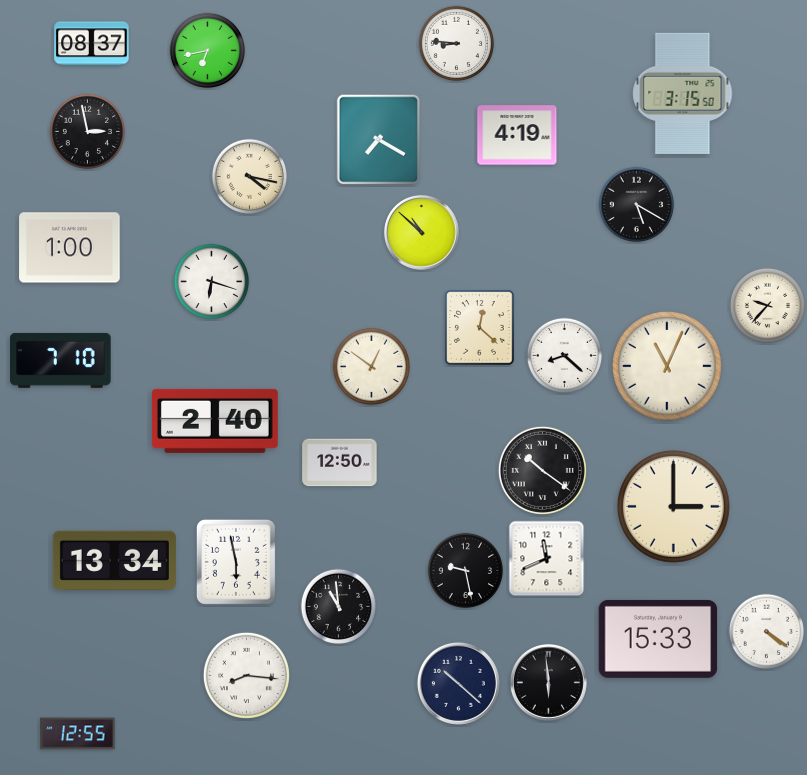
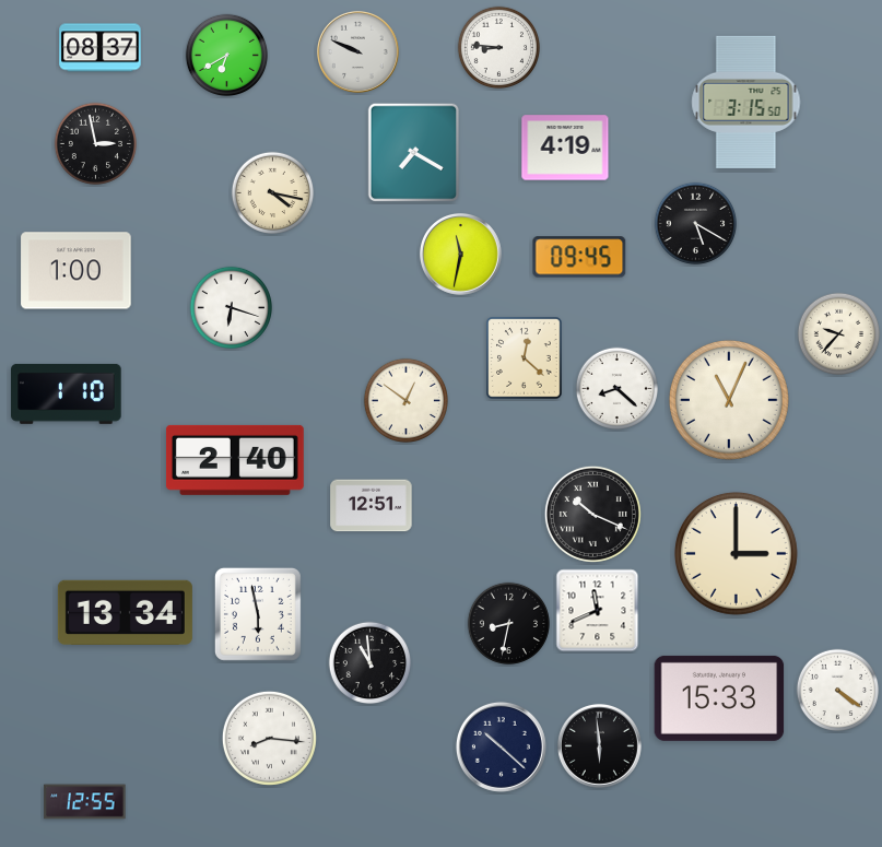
clock at (357, 51): none -> 9:49
clock at (208, 51): 6:43 -> 6:40
clock at (421, 232): 10:52 -> 11:32
clock at (579, 257): none -> 09:45
clock at (61, 360): 7:10 -> 1:10
clock at (340, 463): 12:50 -> 12:51
clock at (542, 470): 10:21 -> 10:19
clock at (466, 571): 9:28 -> 8:32
